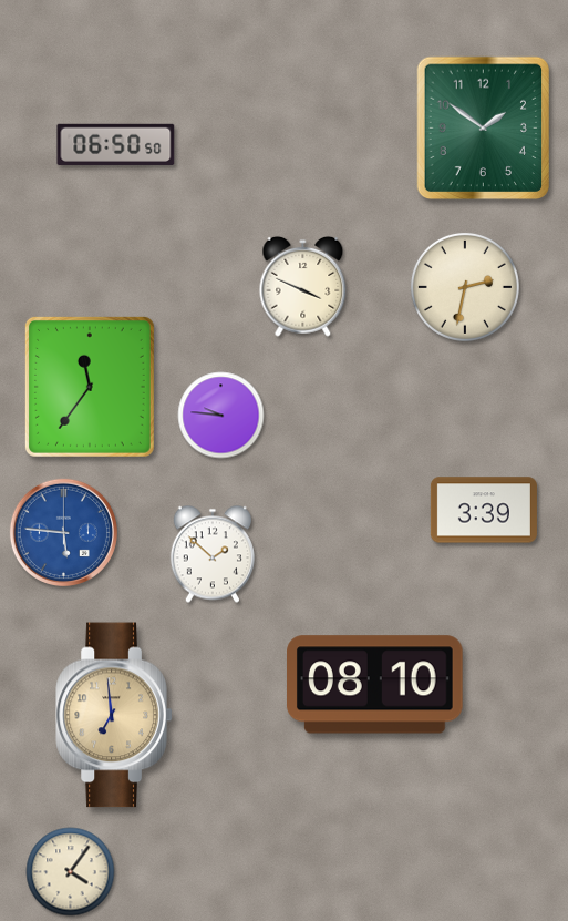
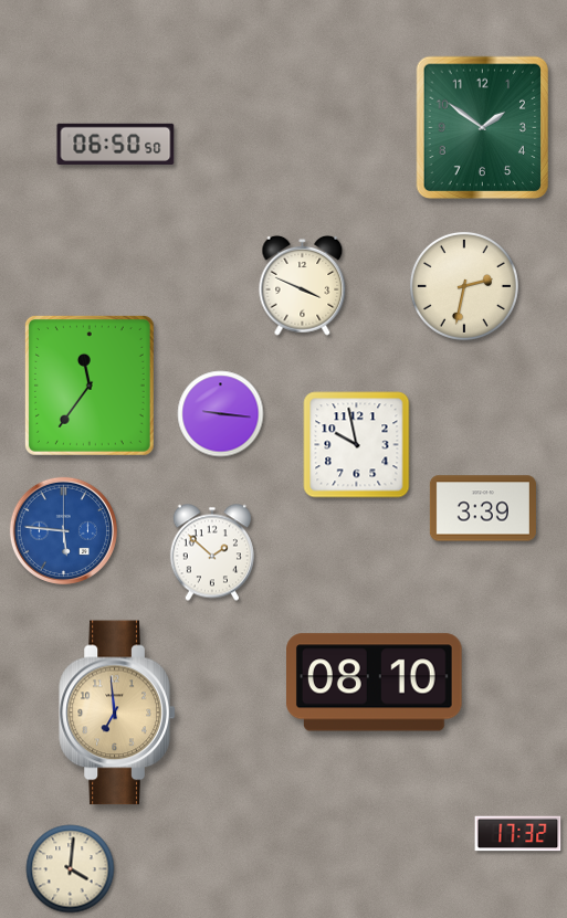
clock at (221, 416): 9:46 -> 9:16
clock at (357, 445): none -> 9:58
clock at (114, 715) position: (114, 715) -> (117, 713)
clock at (518, 834): none -> 17:32
clock at (71, 872): 4:06 -> 4:01
